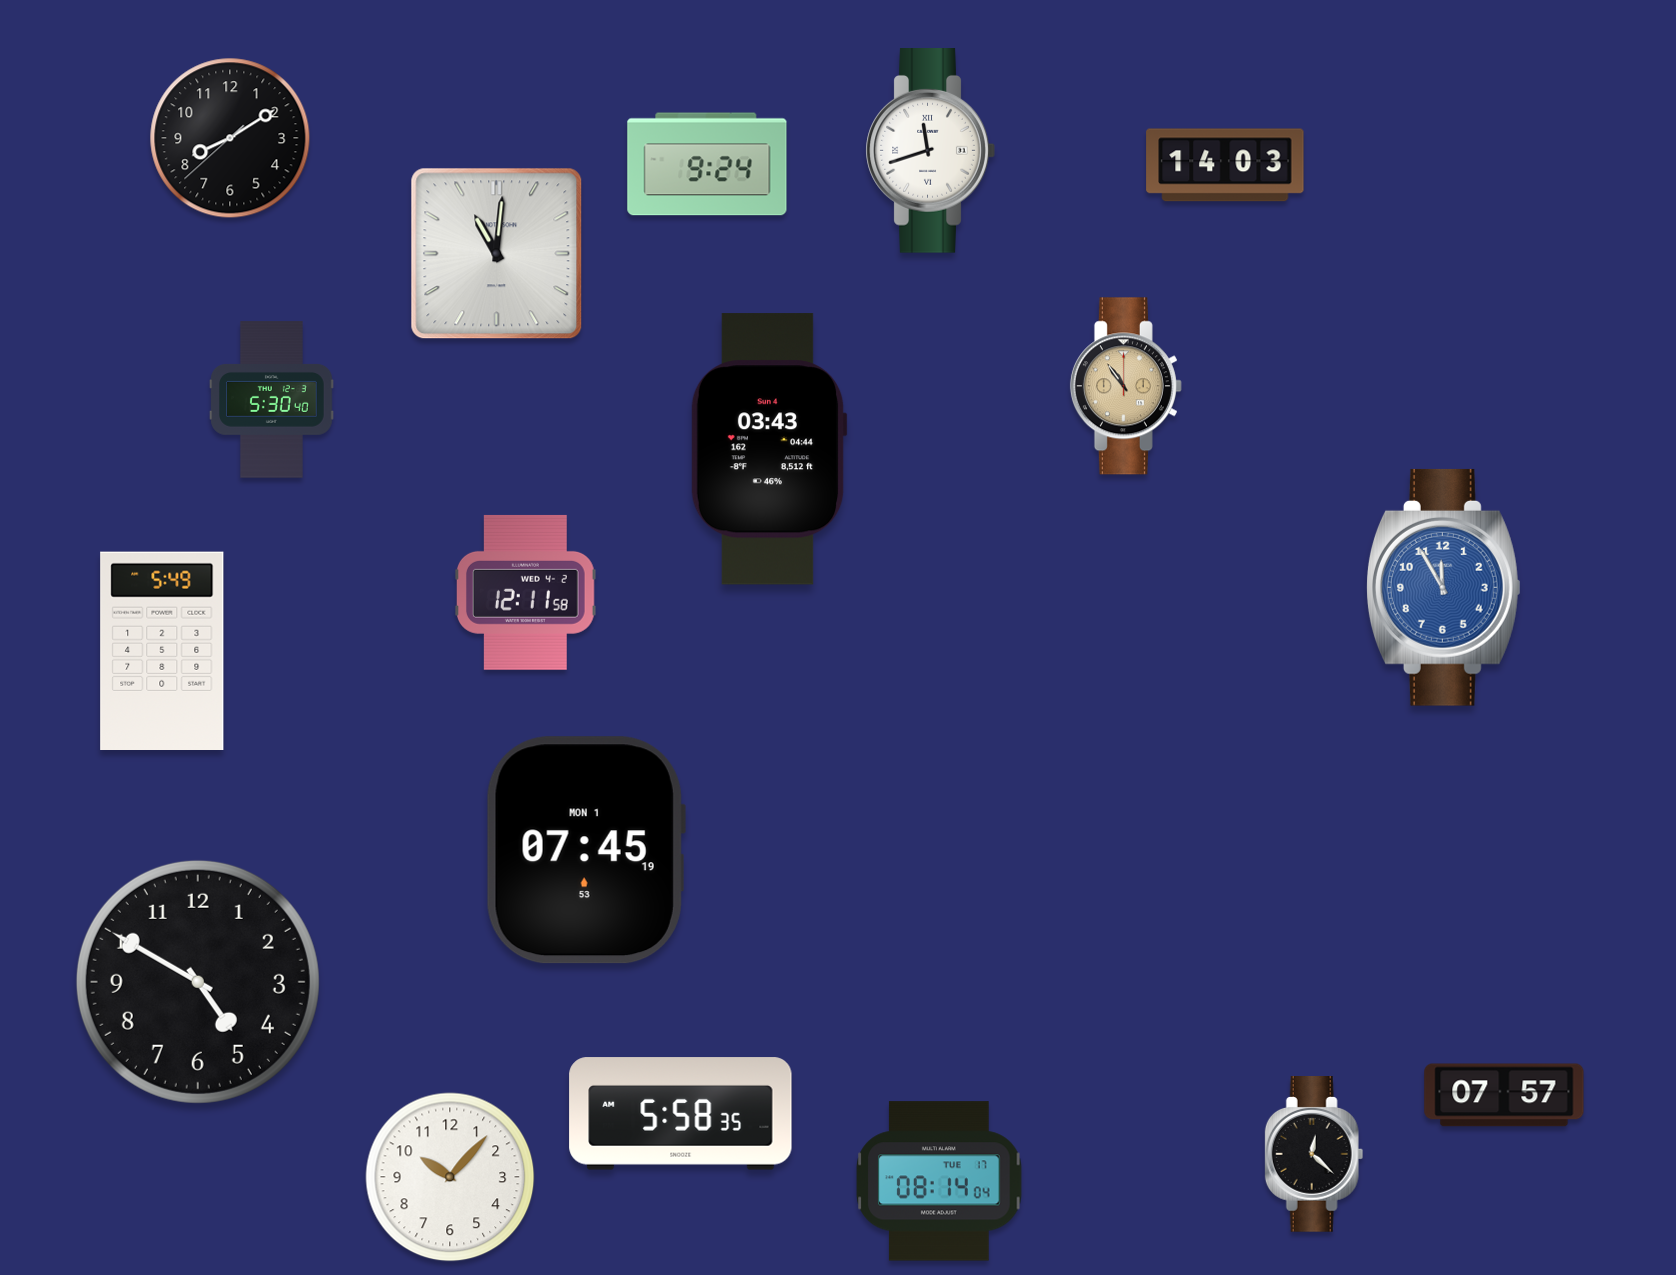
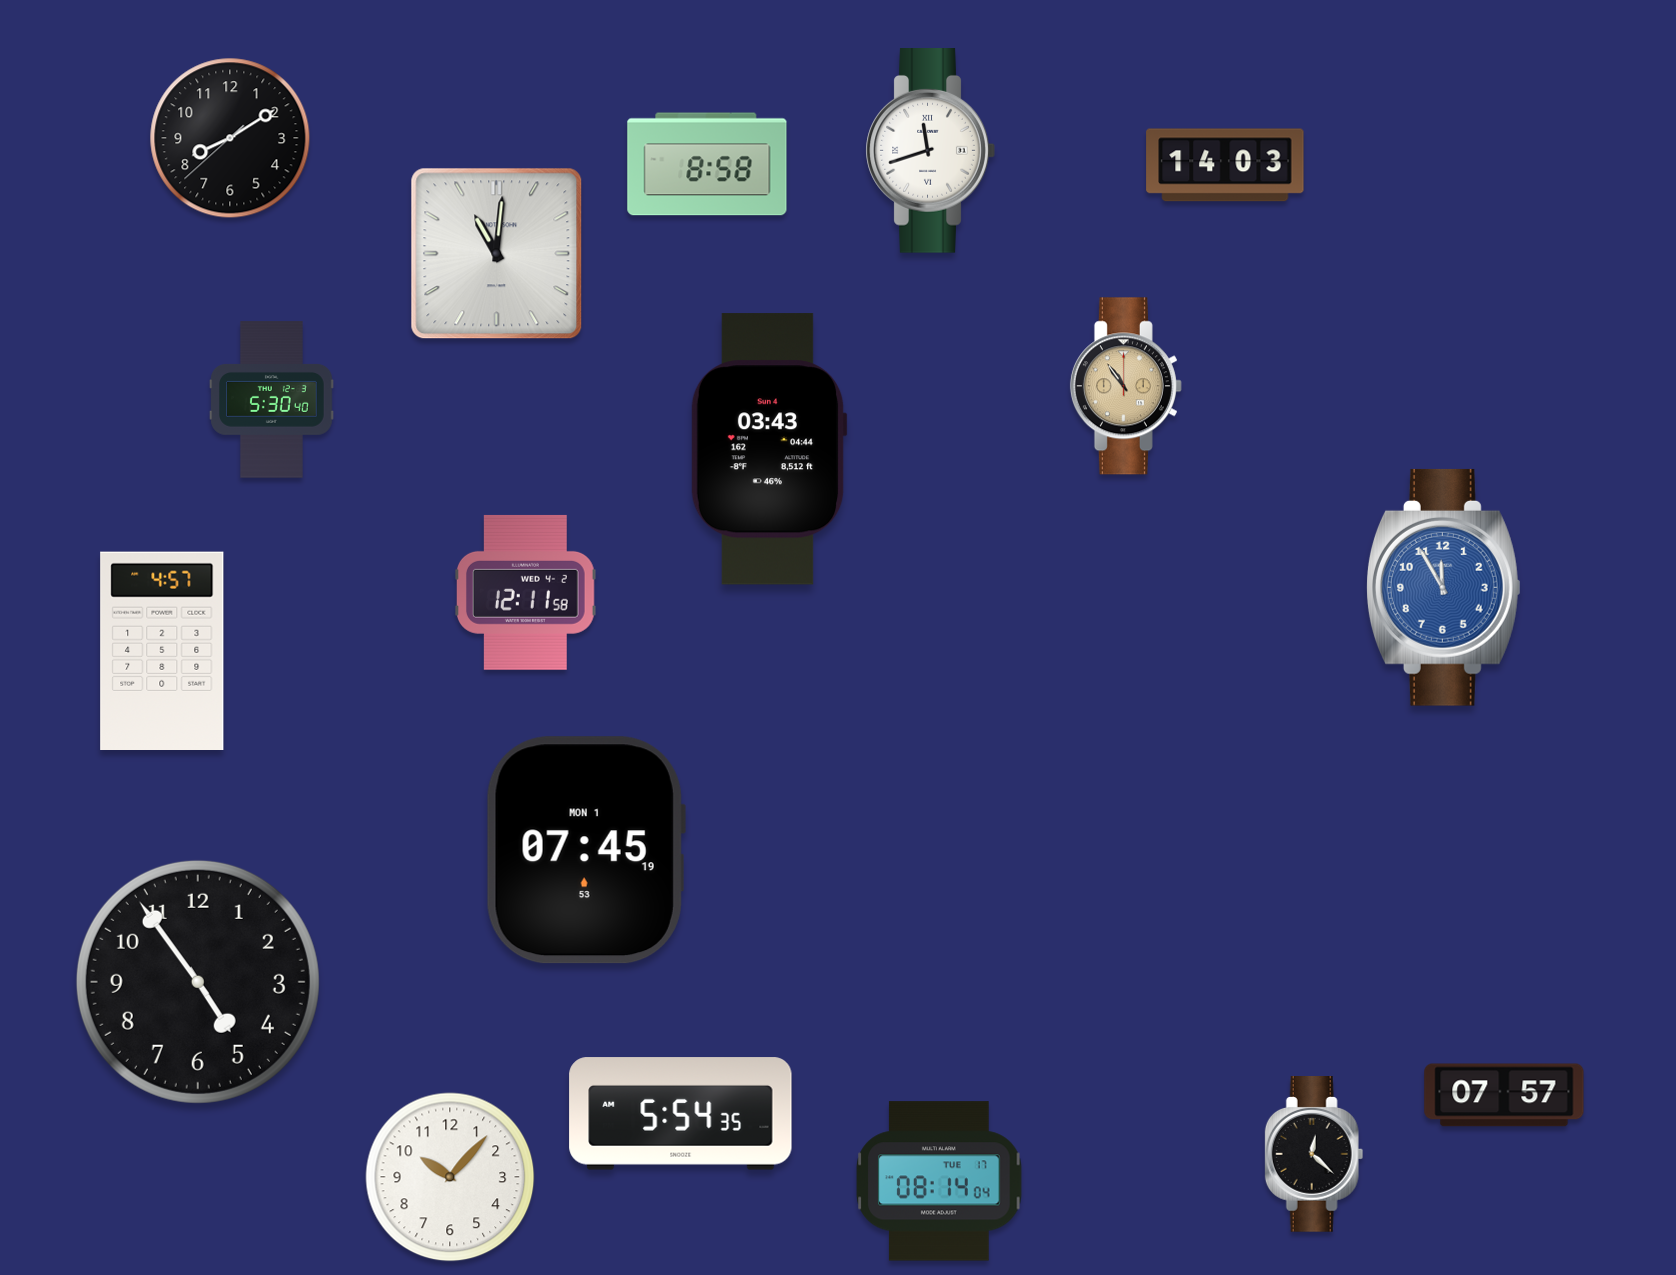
clock at (707, 164): 9:24 -> 8:58
clock at (162, 650): 5:49 -> 4:57
clock at (198, 982): 4:50 -> 4:54
clock at (681, 1114): 5:58 -> 5:54
